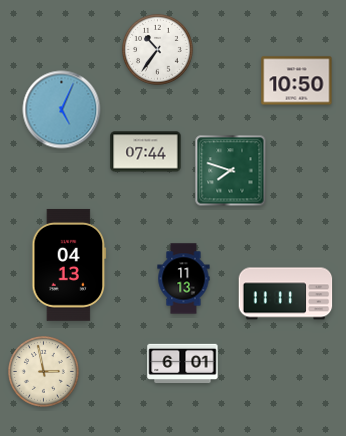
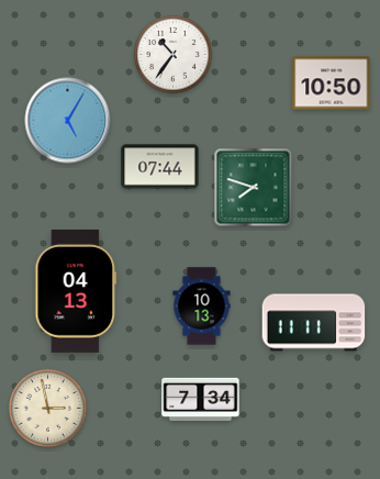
clock at (297, 81) position: (297, 81) -> (332, 83)
clock at (62, 110): 5:04 -> 5:05
clock at (184, 279): 11:13 -> 10:13
clock at (183, 364): 6:01 -> 7:34
